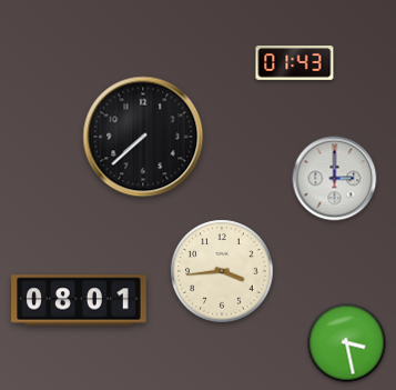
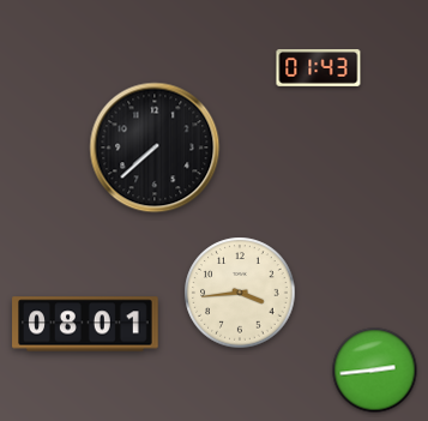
clock at (335, 179): 3:00 -> none
clock at (347, 343): 3:28 -> 2:44
